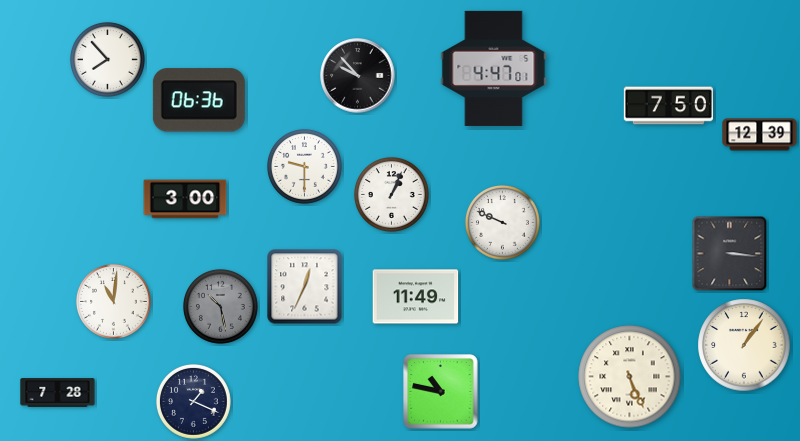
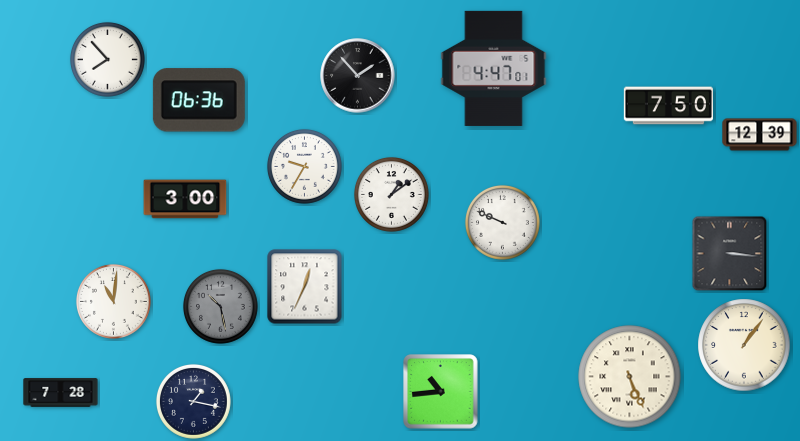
clock at (358, 76): 9:53 -> 1:53
clock at (304, 166): 9:30 -> 9:35
clock at (391, 194): 1:04 -> 1:09
clock at (416, 297): 11:49 -> none
clock at (441, 392): 10:47 -> 10:44
clock at (58, 393) position: (58, 393) -> (61, 393)
clock at (193, 401): 1:19 -> 1:17
